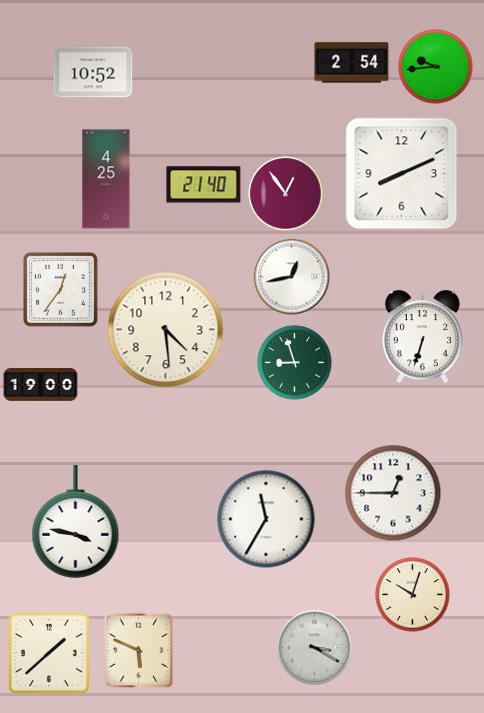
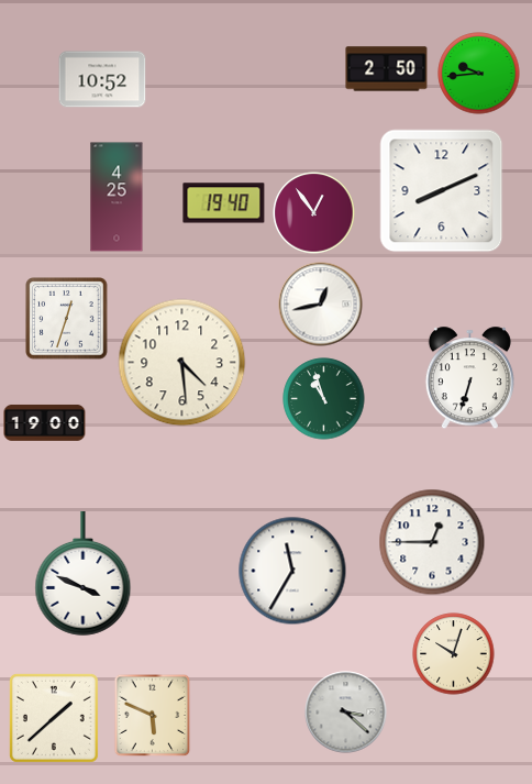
clock at (352, 63): 2:54 -> 2:50
clock at (204, 185): 21:40 -> 19:40
clock at (61, 290): 12:36 -> 12:33
clock at (422, 337) position: (422, 337) -> (469, 378)
clock at (295, 363): 8:57 -> 10:57
clock at (76, 521): 3:47 -> 3:49
clock at (315, 648): 3:20 -> 3:22
